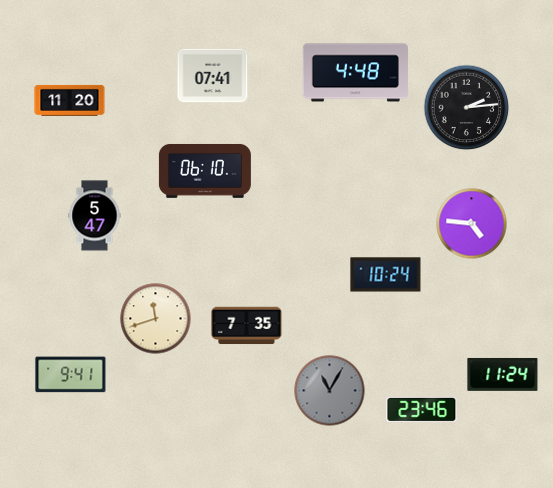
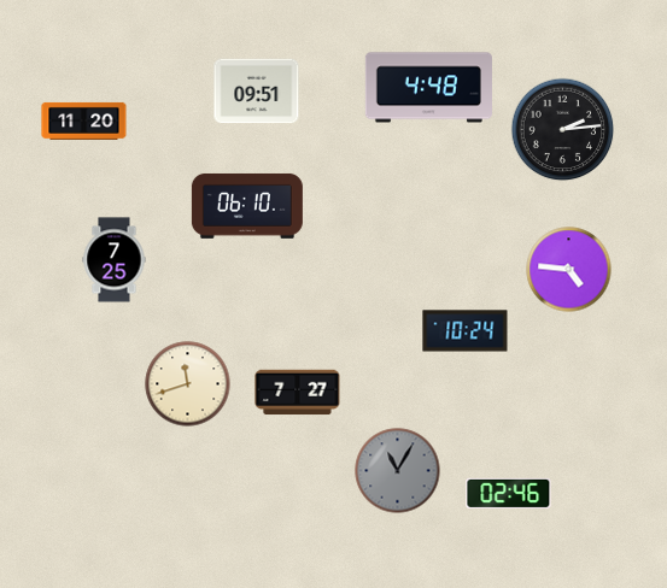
clock at (213, 76): 07:41 -> 09:51
clock at (95, 216): 5:47 -> 7:25
clock at (247, 326): 7:35 -> 7:27
clock at (503, 374): 11:24 -> none
clock at (71, 375): 9:41 -> none
clock at (422, 409): 23:46 -> 02:46
